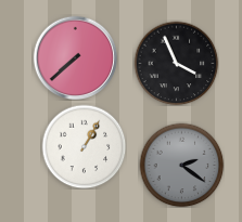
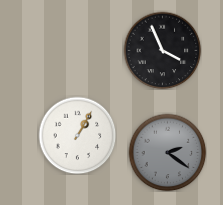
clock at (75, 57): 7:38 -> none
clock at (176, 63) position: (176, 63) -> (162, 50)
